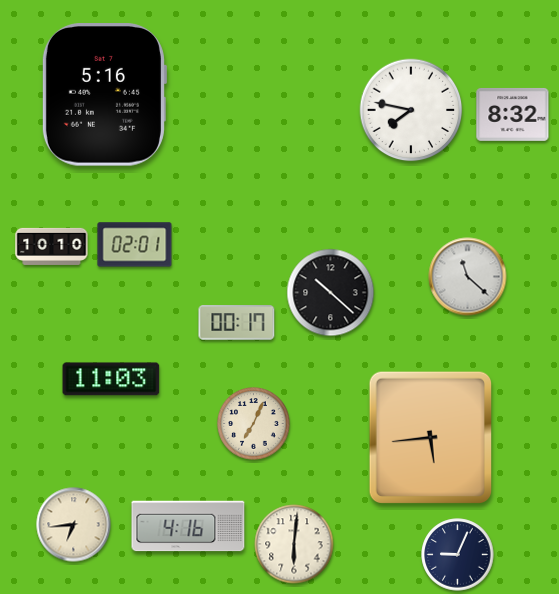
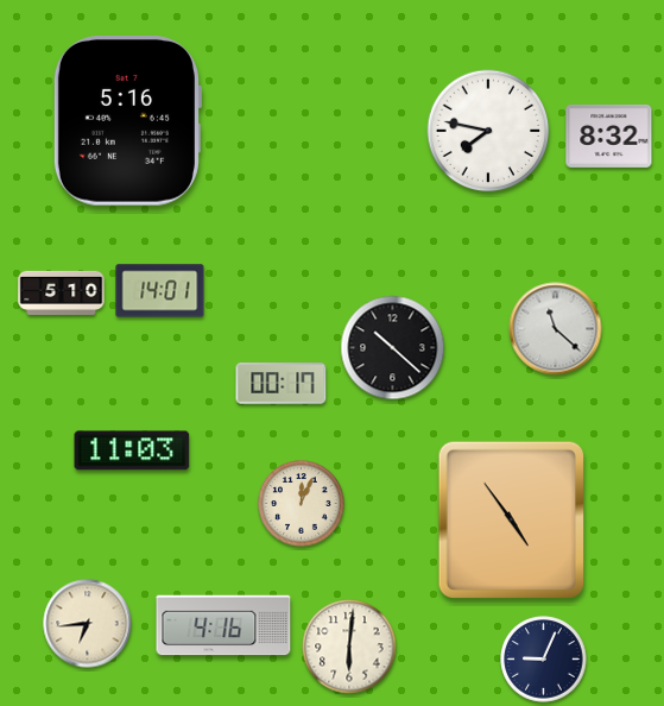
clock at (104, 95) position: (104, 95) -> (127, 121)
clock at (135, 245): 02:01 -> 14:01
clock at (52, 246): 10:10 -> 5:10
clock at (254, 424): 7:04 -> 12:04
clock at (430, 437): 5:44 -> 4:54
